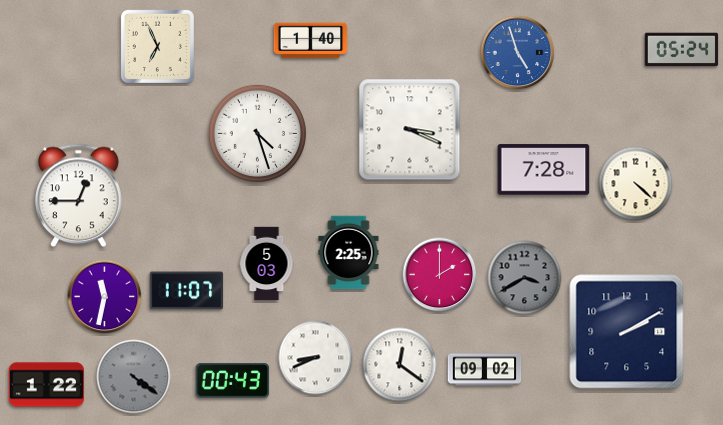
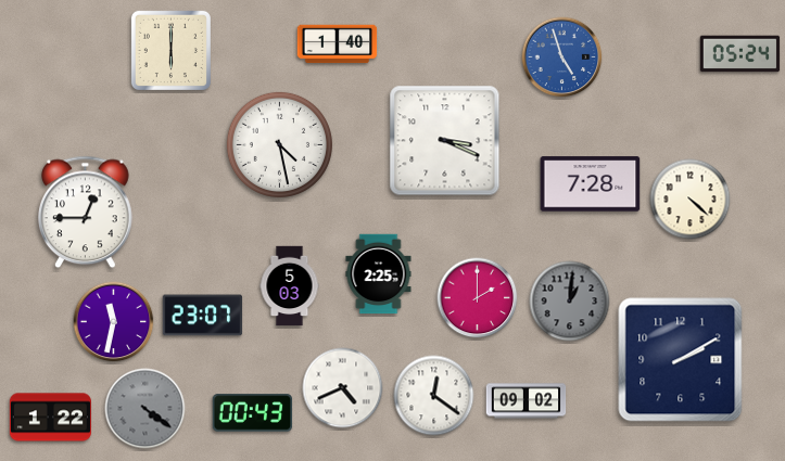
clock at (157, 46): 6:56 -> 6:00
clock at (257, 133): 4:27 -> 4:28
clock at (525, 278): 3:40 -> 1:01
clock at (187, 291): 11:07 -> 23:07
clock at (316, 358): 8:41 -> 4:41
